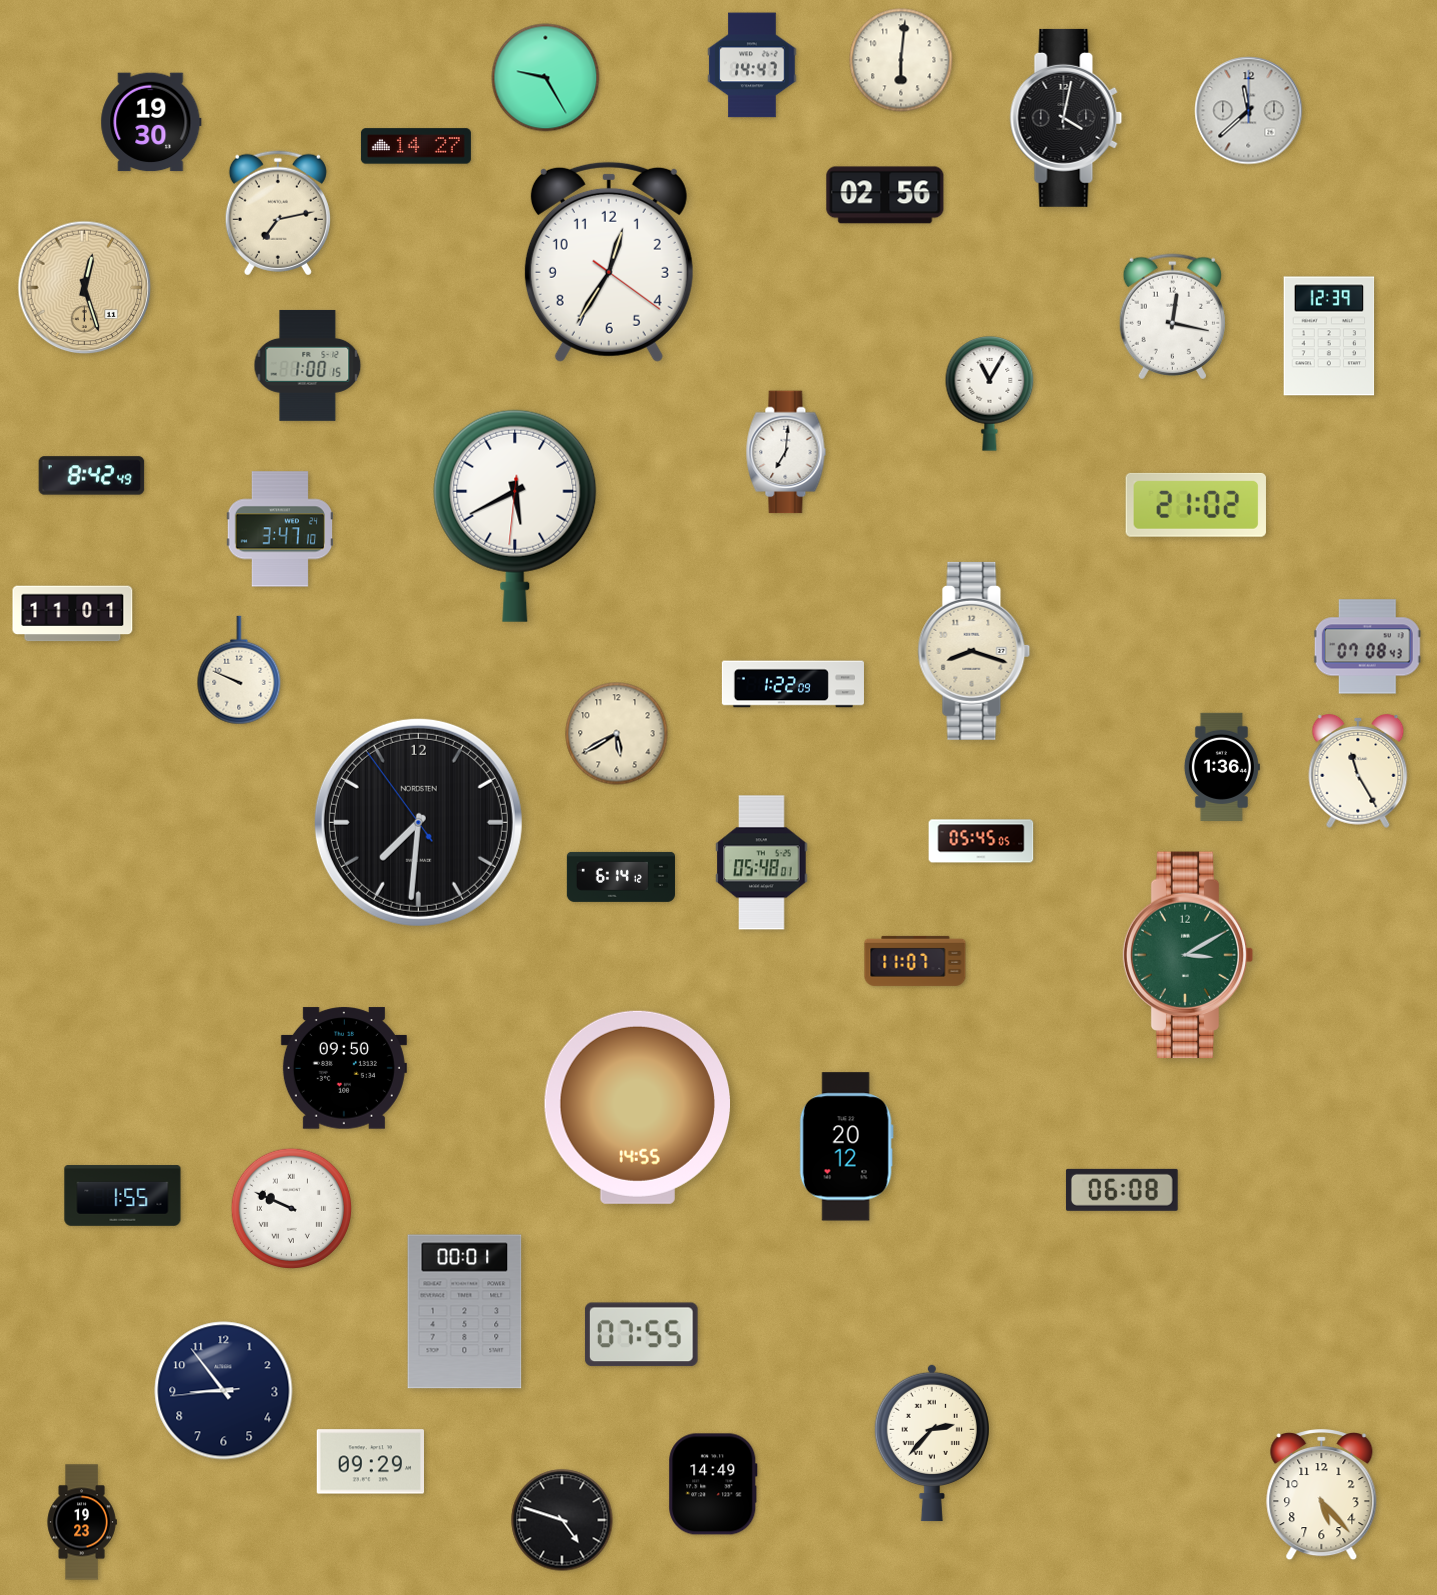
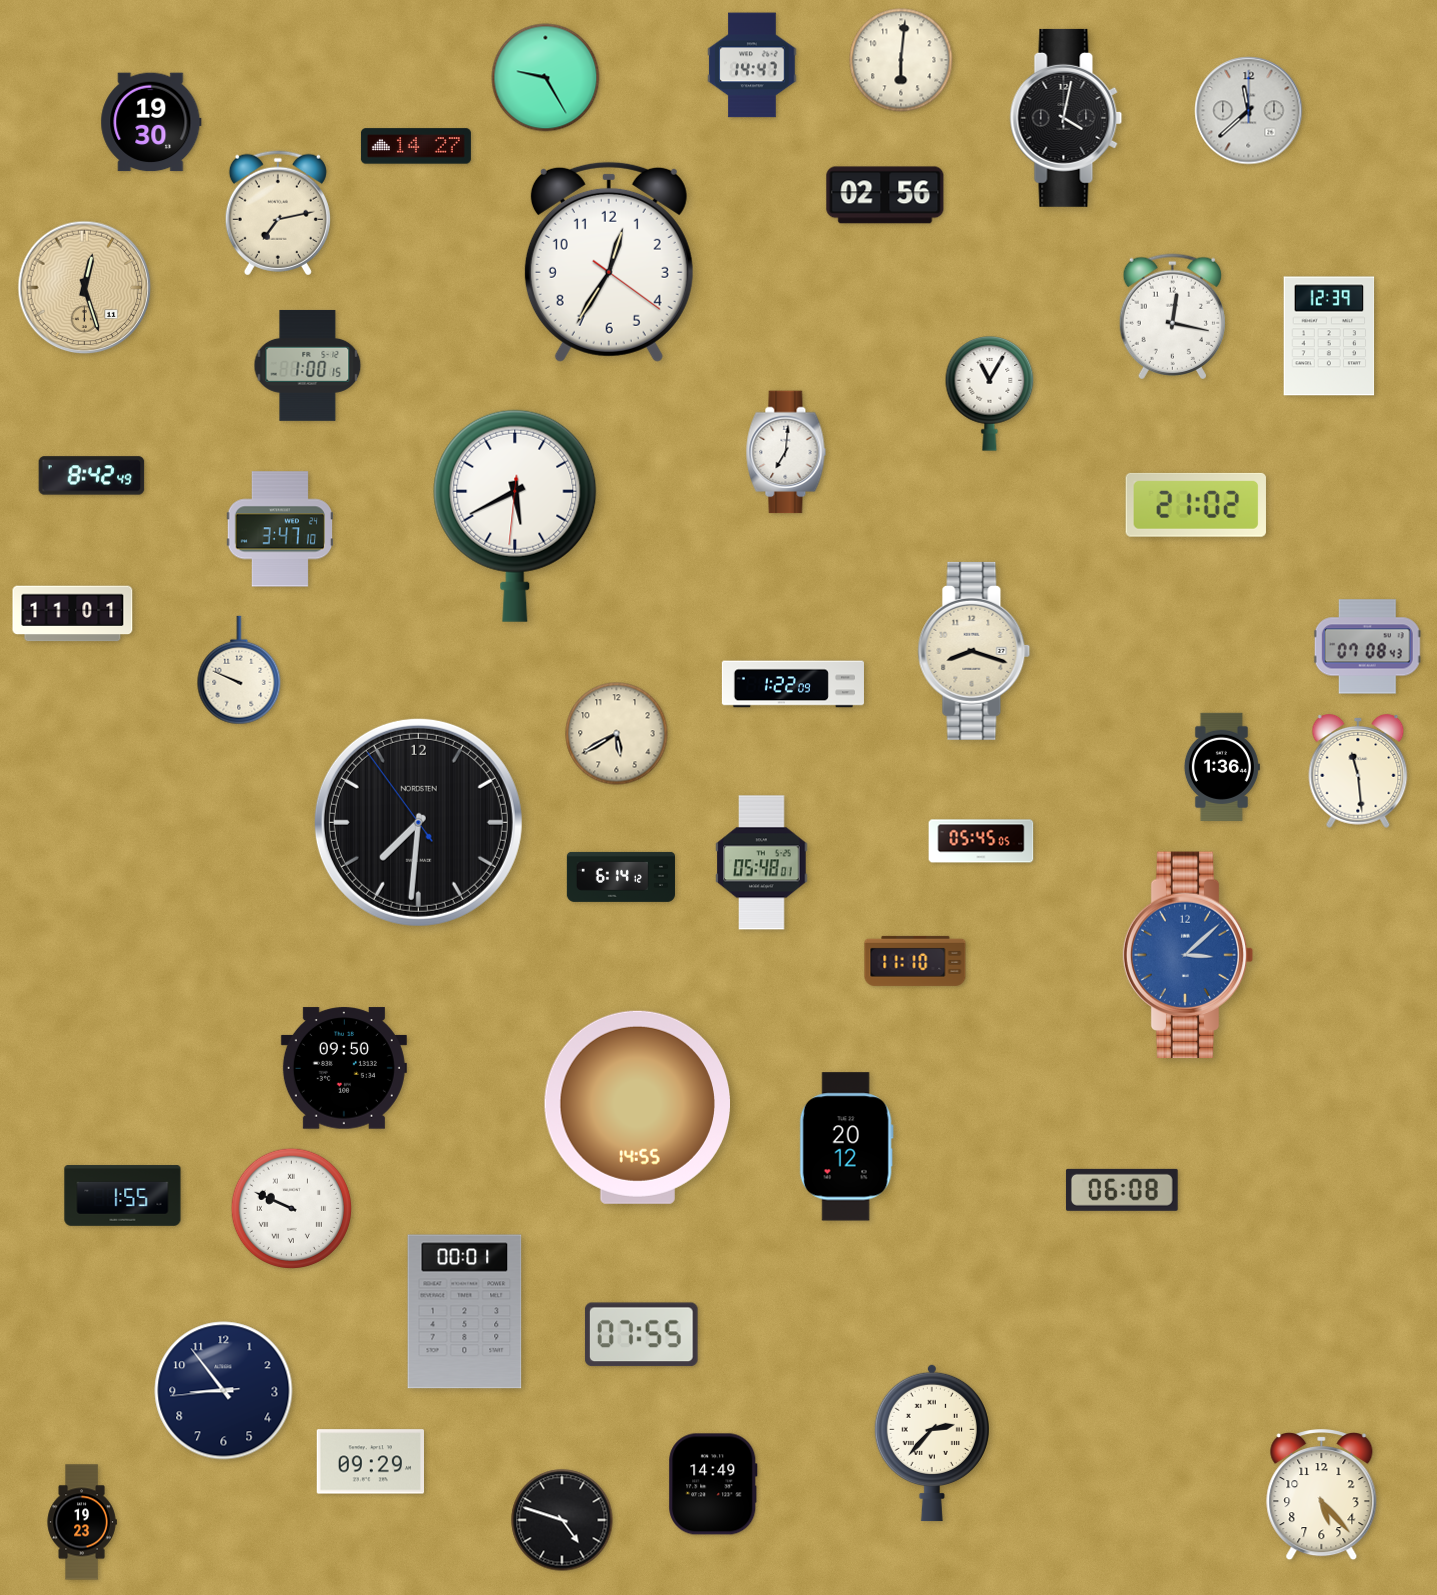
clock at (1358, 771): 11:25 -> 11:29
clock at (1188, 955): 3:10 -> 3:08
clock at (1188, 955) dial: green -> blue
clock at (915, 961): 11:07 -> 11:10
